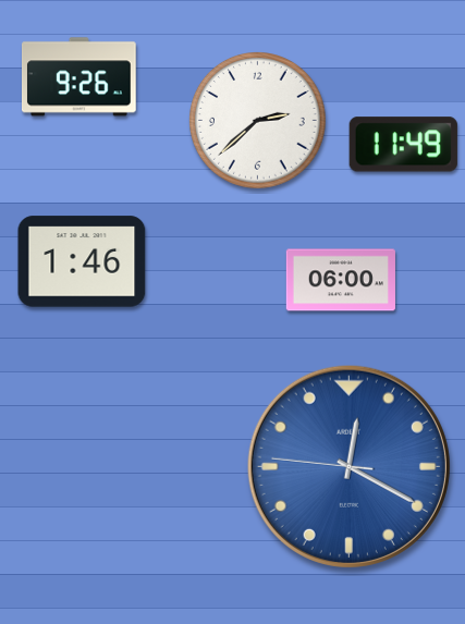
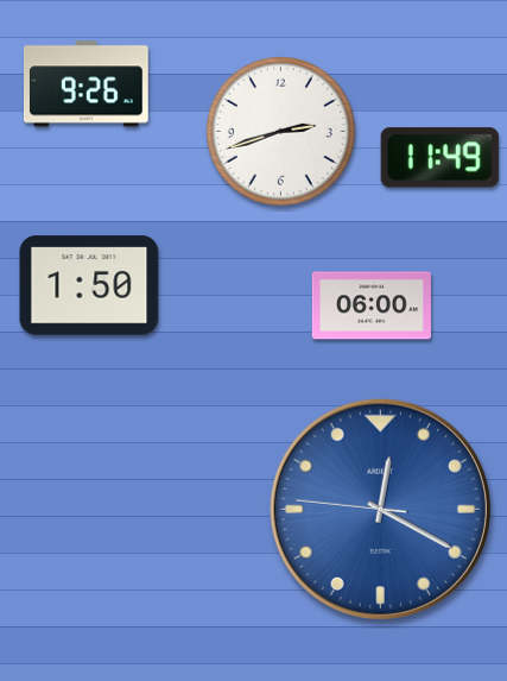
clock at (258, 121): 2:38 -> 2:42
clock at (82, 261): 1:46 -> 1:50
